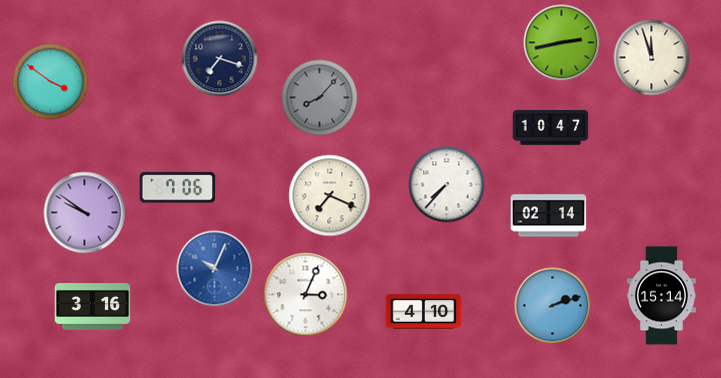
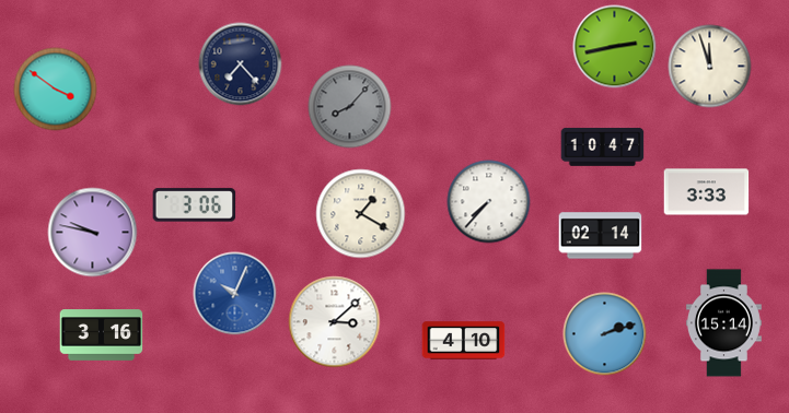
clock at (652, 58) position: (652, 58) -> (710, 67)
clock at (220, 59): 7:18 -> 7:23
clock at (551, 127) position: (551, 127) -> (603, 146)
clock at (707, 192): none -> 3:33
clock at (178, 188): 7:06 -> 3:06
clock at (330, 196): 7:19 -> 1:20
clock at (85, 213): 9:51 -> 9:47
clock at (306, 295): 3:04 -> 3:08
